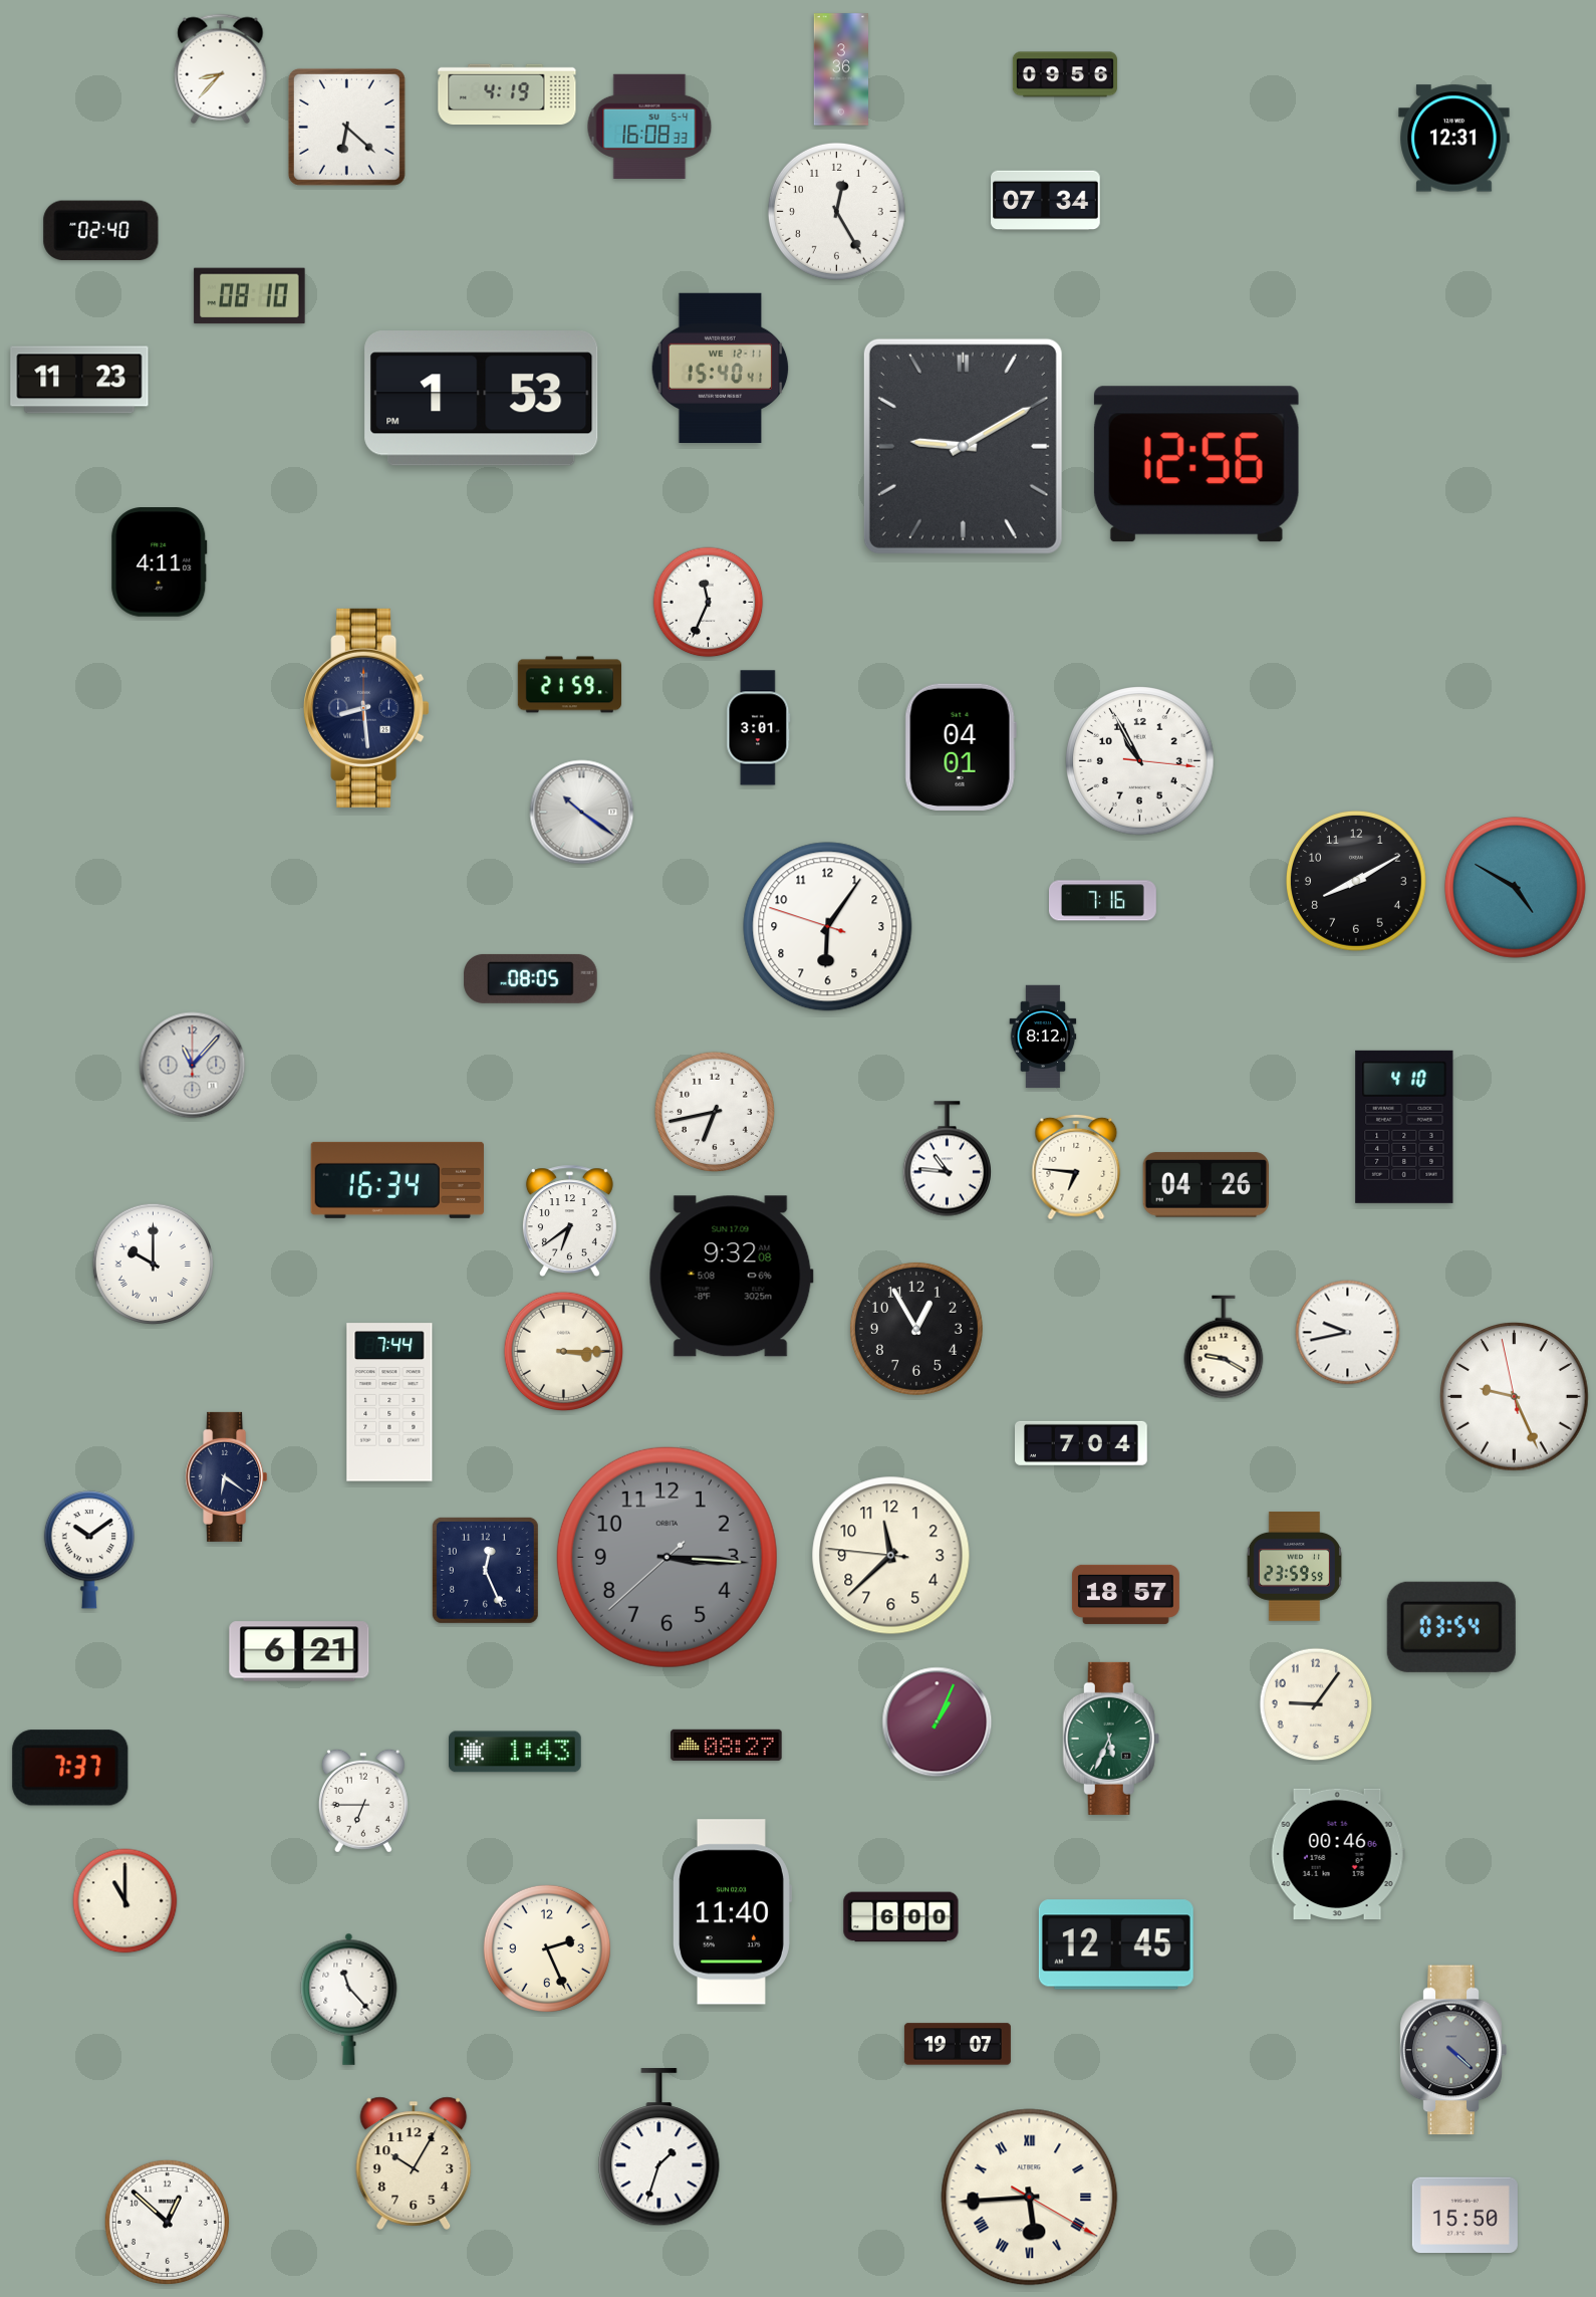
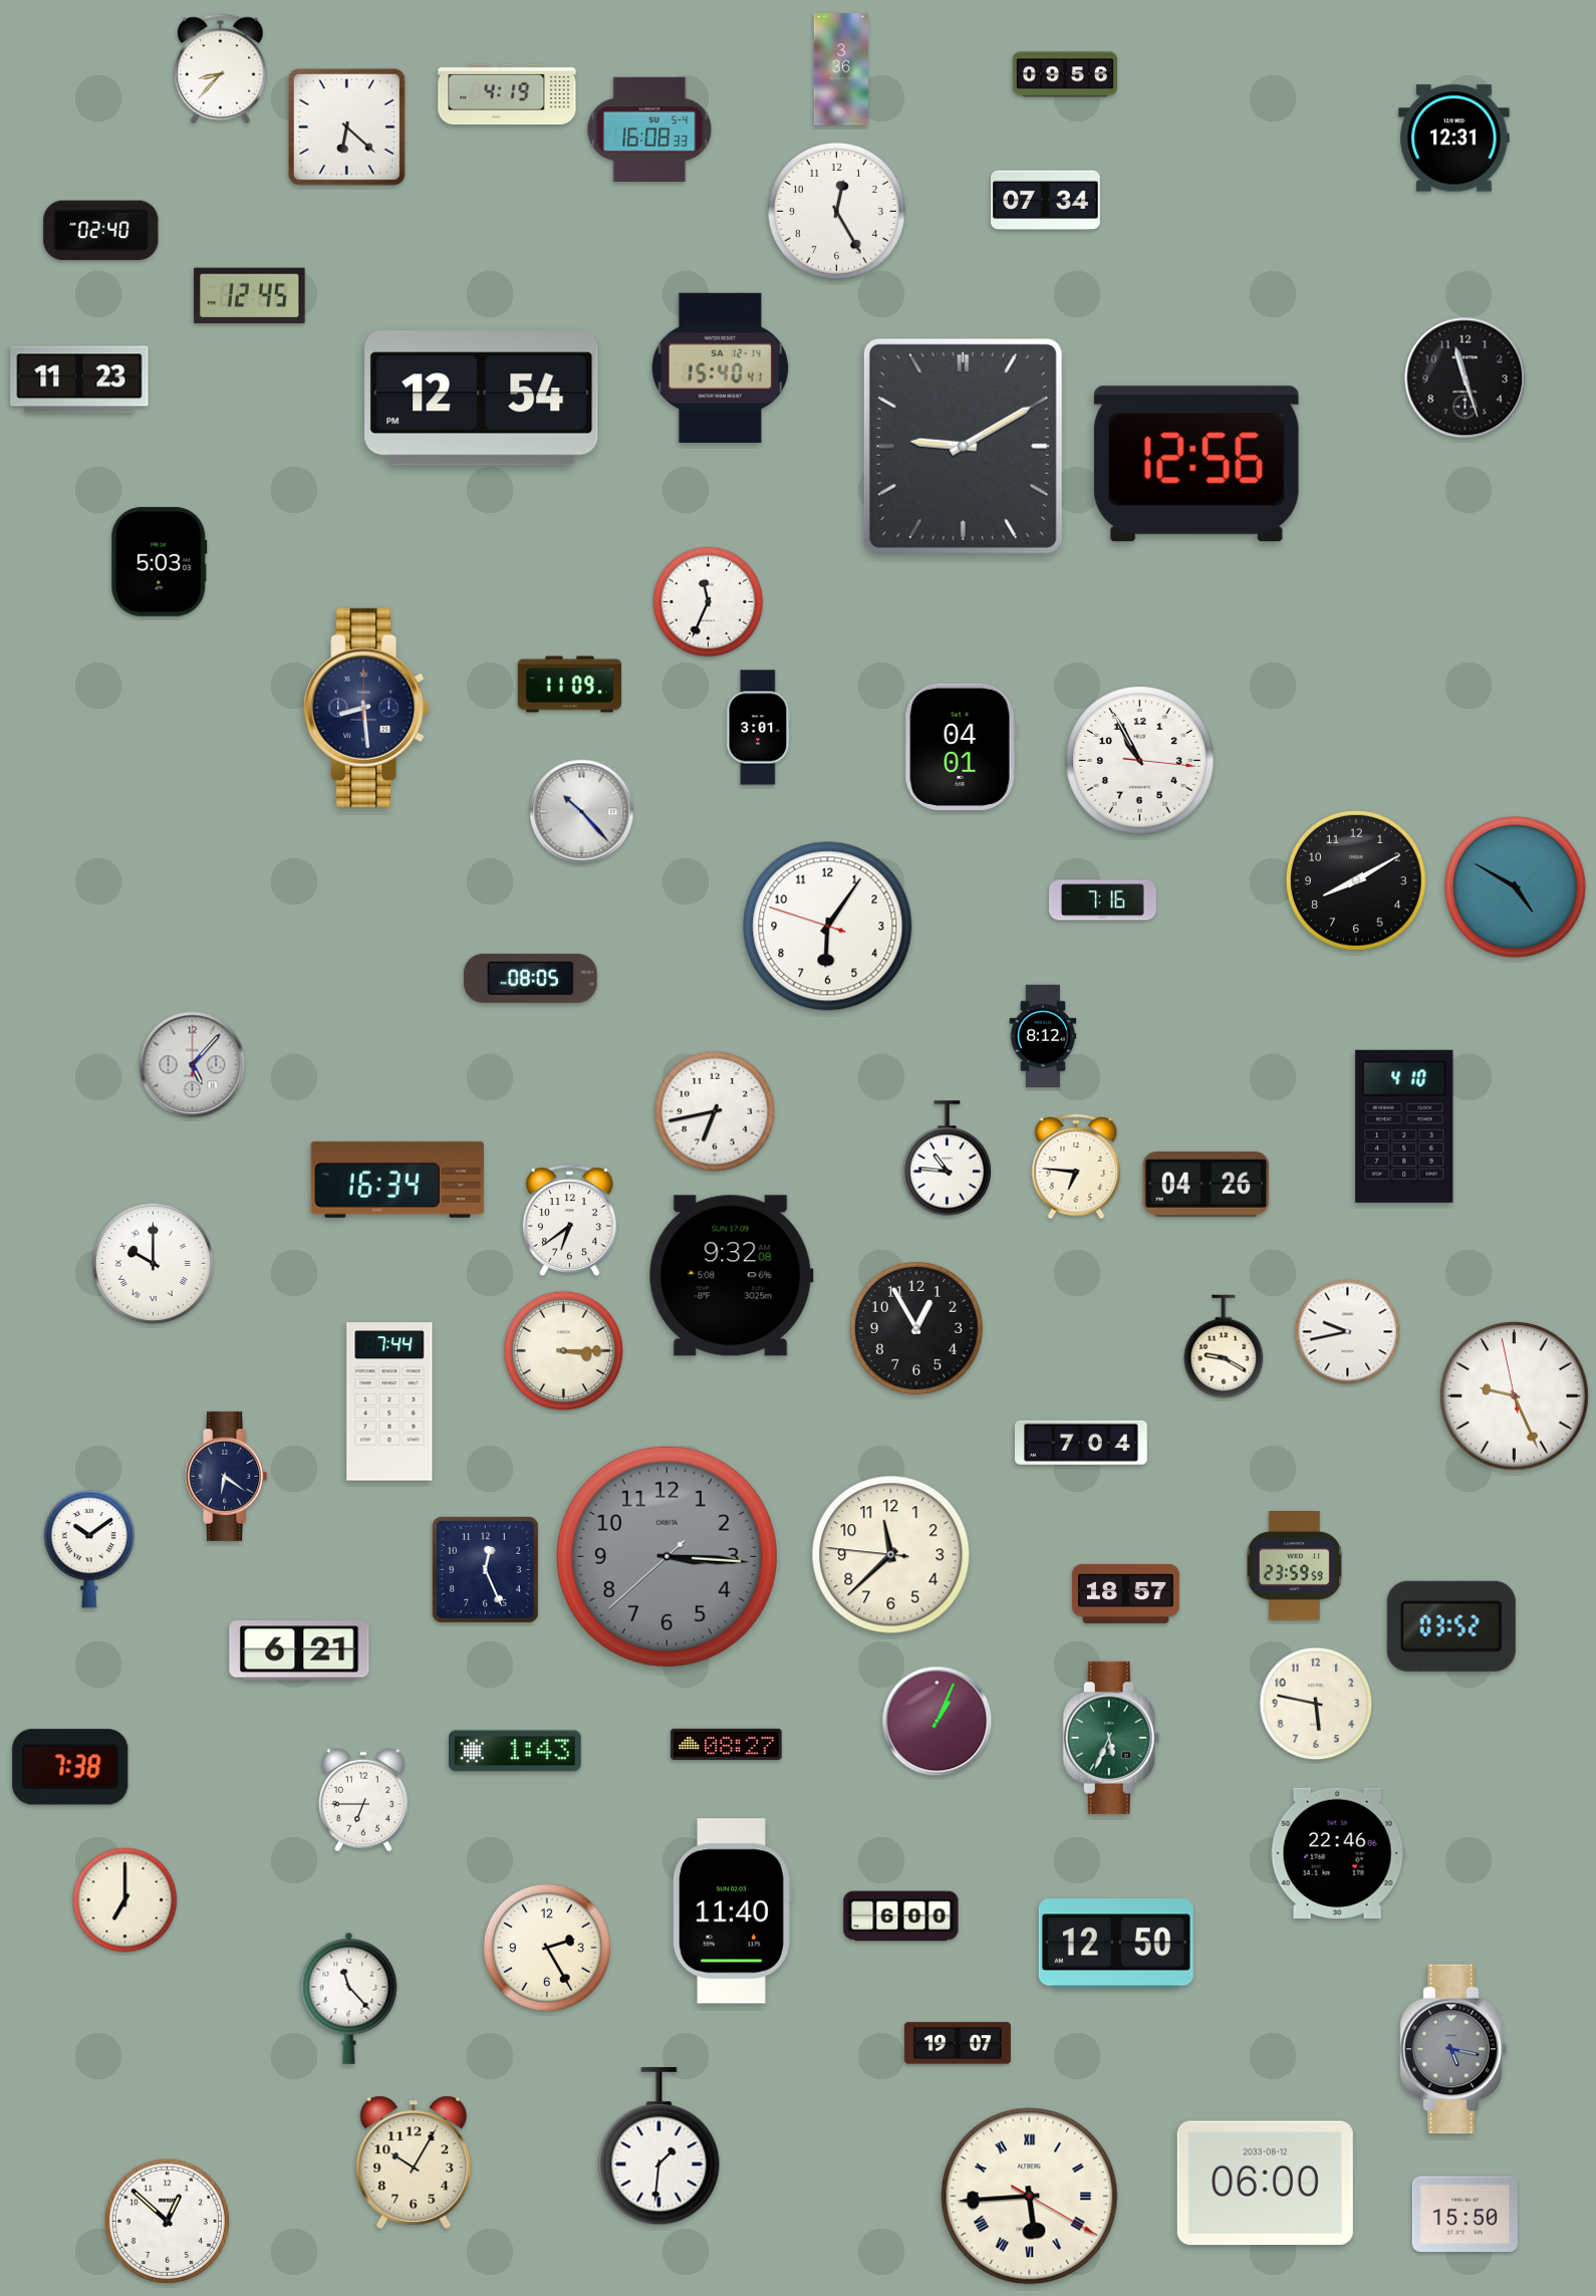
clock at (649, 126) position: (649, 126) -> (649, 129)
clock at (250, 296): 08:10 -> 12:45
clock at (721, 368) date: WE 12-11 -> SA 12-14
clock at (1466, 378): none -> 11:27
clock at (482, 399): 1:53 -> 12:54
clock at (160, 562): 4:11 -> 5:03
clock at (569, 685): 21:59 -> 11:09
clock at (582, 813): 10:21 -> 10:23
clock at (193, 1066): 11:07 -> 5:07
clock at (1451, 1627): 03:54 -> 03:52
clock at (1316, 1704): 9:06 -> 5:47
clock at (70, 1768): 7:37 -> 7:38
clock at (1338, 1853): 00:46 -> 22:46
clock at (125, 1901): 11:00 -> 7:00
clock at (1116, 1944): 12:45 -> 12:50
clock at (547, 1948): 2:26 -> 2:25
clock at (1453, 2050): 4:22 -> 5:17
clock at (659, 2147): 1:33 -> 1:31
clock at (1265, 2184): none -> 06:00
